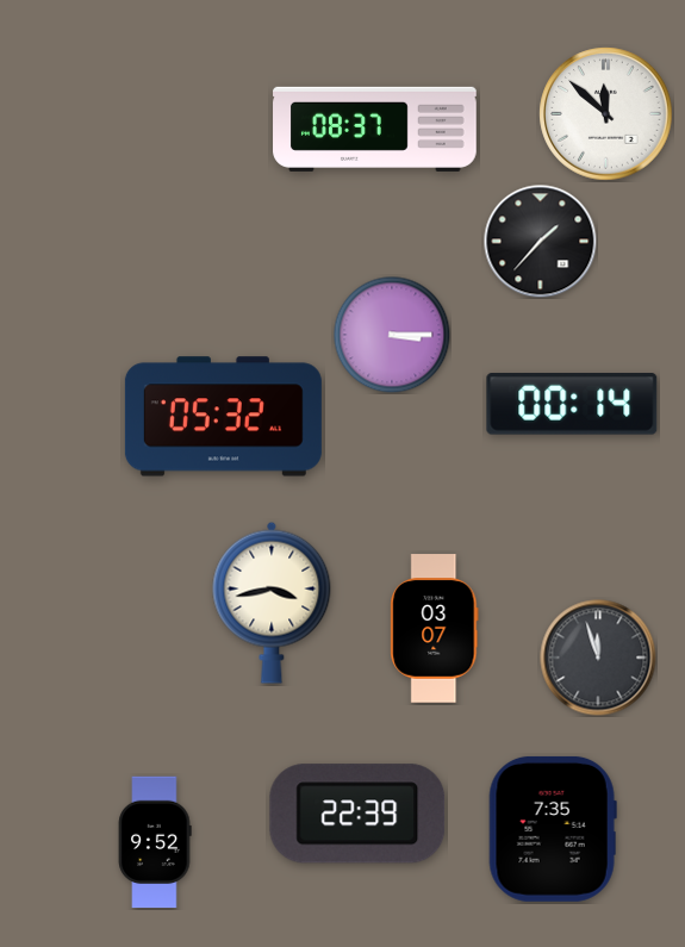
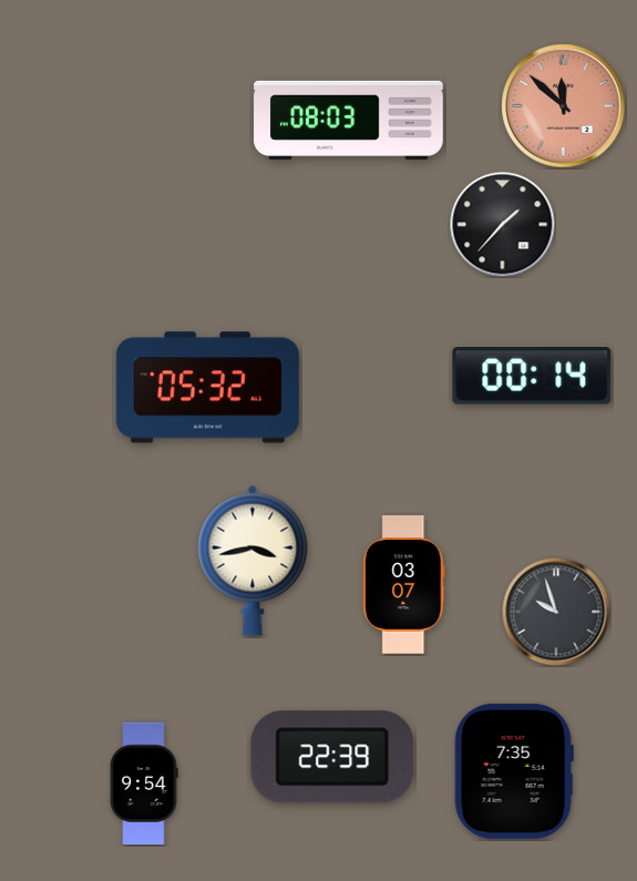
clock at (606, 114) dial: white -> salmon
clock at (375, 129): 08:37 -> 08:03
clock at (392, 335): 3:15 -> none
clock at (598, 658): 11:57 -> 9:57
clock at (155, 842): 9:52 -> 9:54
